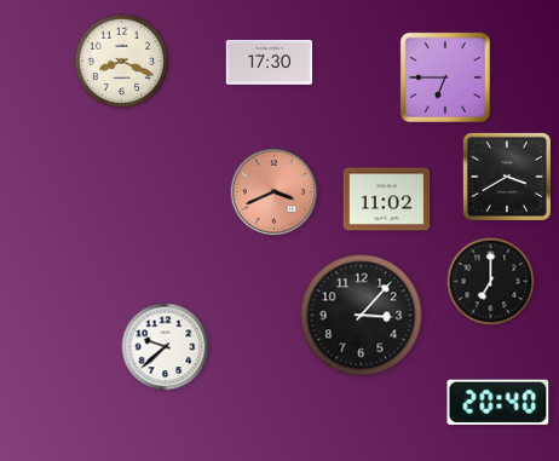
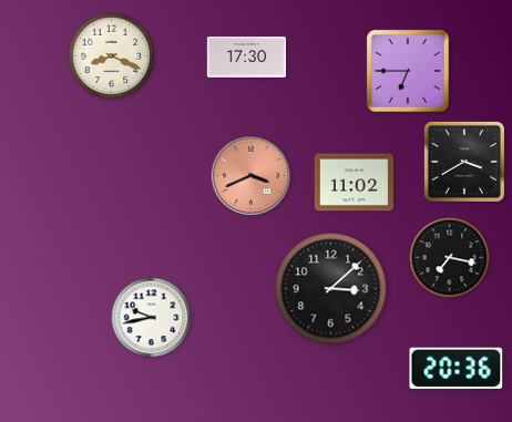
clock at (491, 282): 7:00 -> 7:17
clock at (362, 316): 3:07 -> 3:08
clock at (166, 347): 9:38 -> 9:43
clock at (499, 402): 20:40 -> 20:36
